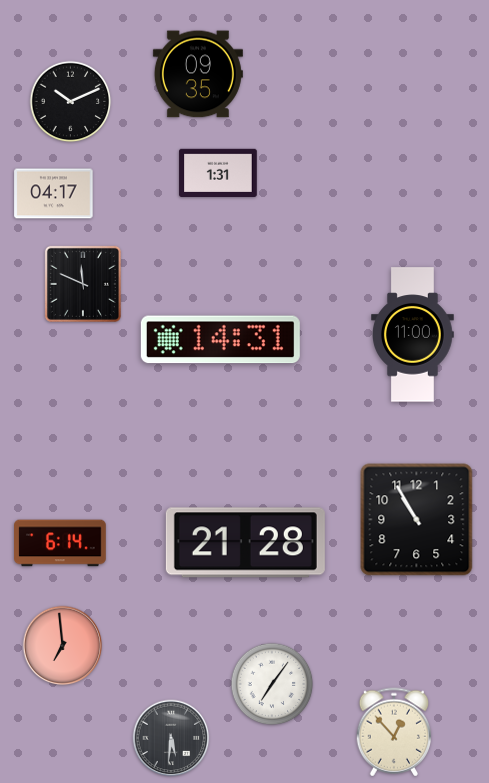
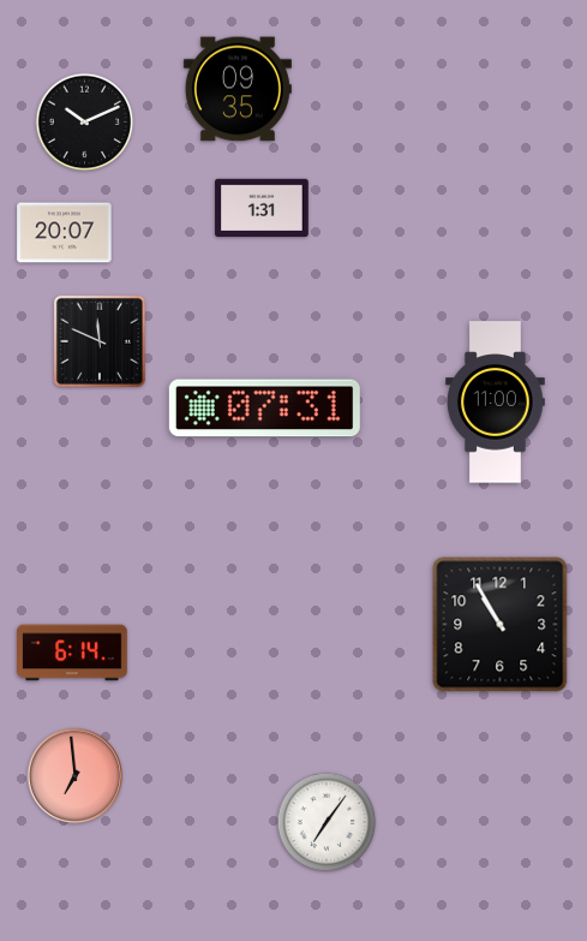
clock at (54, 194): 04:17 -> 20:07
clock at (220, 340): 14:31 -> 07:31
clock at (245, 543): 21:28 -> none
clock at (394, 732): 12:53 -> none
clock at (171, 738): 5:31 -> none
